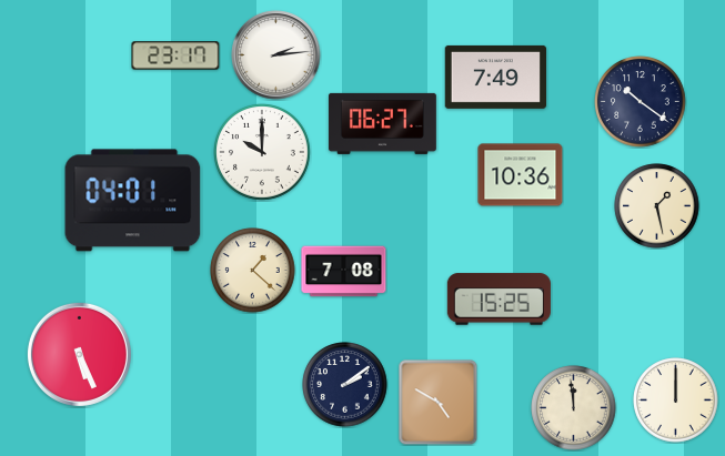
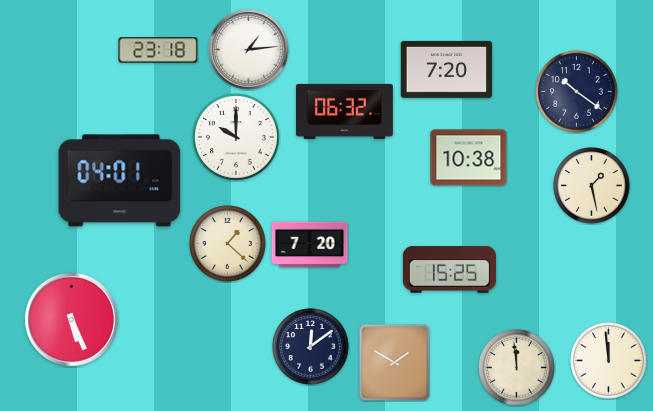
clock at (175, 55): 23:17 -> 23:18
clock at (276, 55): 2:14 -> 1:14
clock at (495, 77): 7:49 -> 7:20
clock at (382, 123): 06:27 -> 06:32
clock at (521, 175): 10:36 -> 10:38
clock at (344, 272): 7:08 -> 7:20
clock at (345, 385): 2:09 -> 12:09
clock at (676, 401): 12:00 -> 11:59
clock at (439, 402): 4:50 -> 1:50
